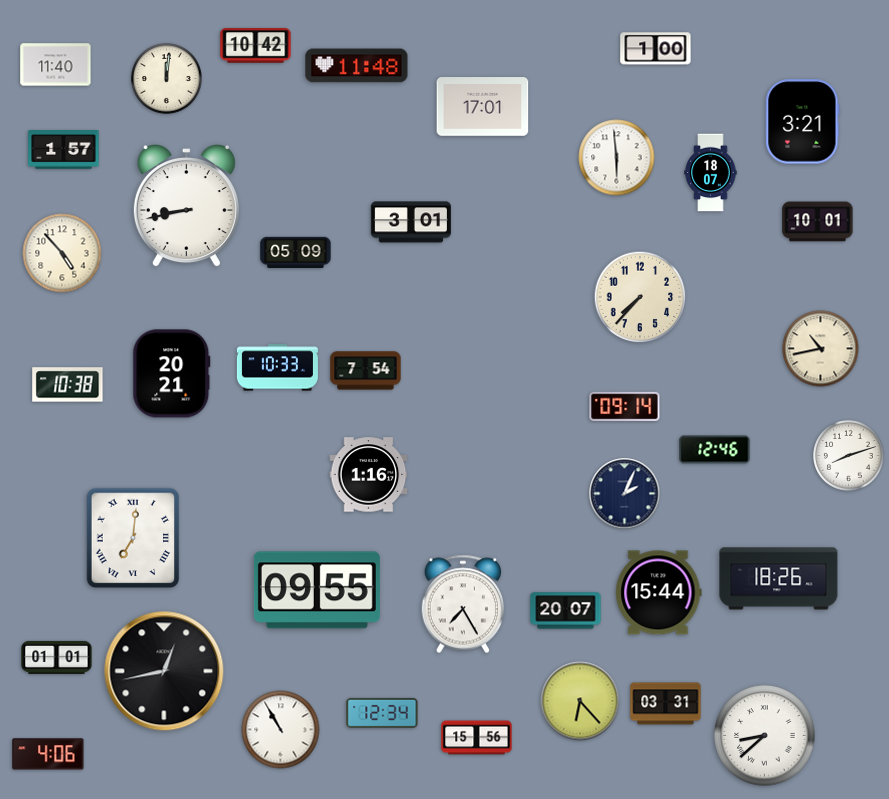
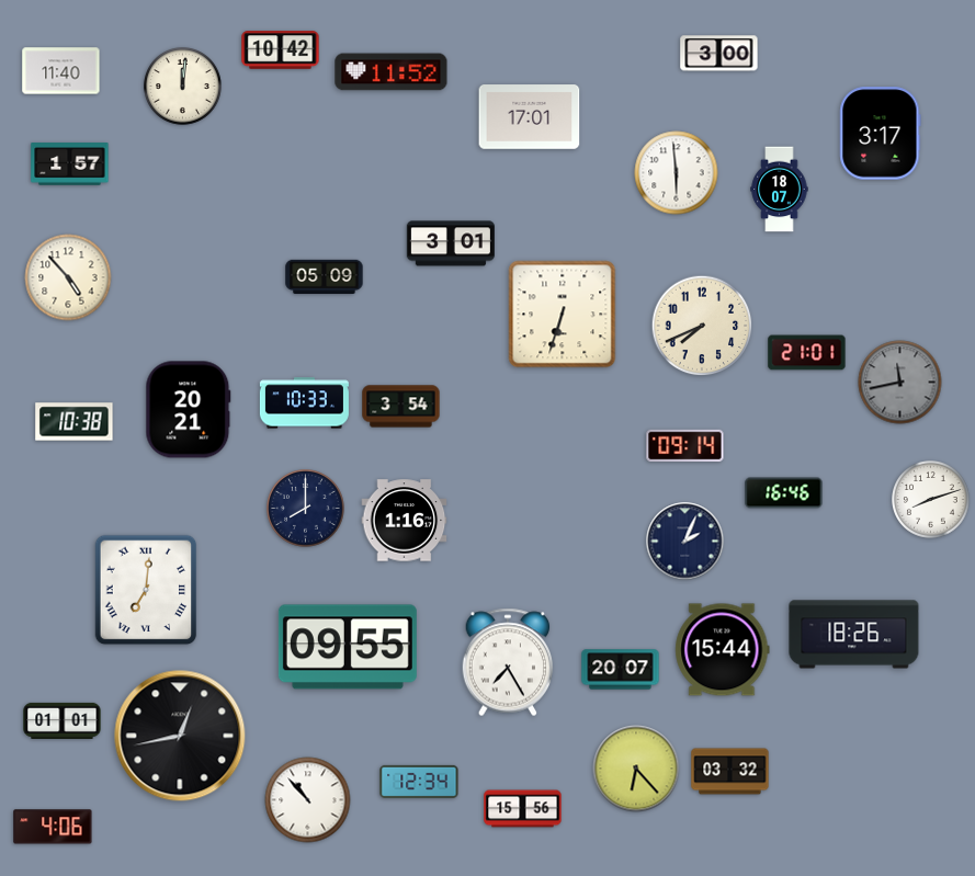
clock at (656, 49): 1:00 -> 3:00
clock at (357, 66): 11:48 -> 11:52
clock at (803, 122): 3:21 -> 3:17
clock at (186, 207): 8:43 -> none
clock at (818, 222): 10:01 -> none
clock at (563, 315): none -> 6:33
clock at (640, 297): 7:37 -> 7:41
clock at (807, 353): none -> 21:01
clock at (821, 349): 10:43 -> 11:43
clock at (821, 349) dial: cream -> grey
clock at (366, 371): 7:54 -> 3:54
clock at (715, 450): 12:46 -> 16:46
clock at (306, 509): none -> 8:00
clock at (666, 704): 03:31 -> 03:32
clock at (281, 730): 10:55 -> 10:53
clock at (765, 736): 8:38 -> none
